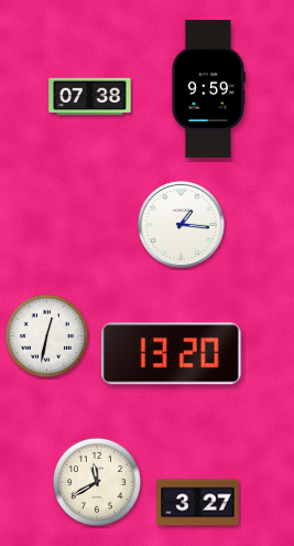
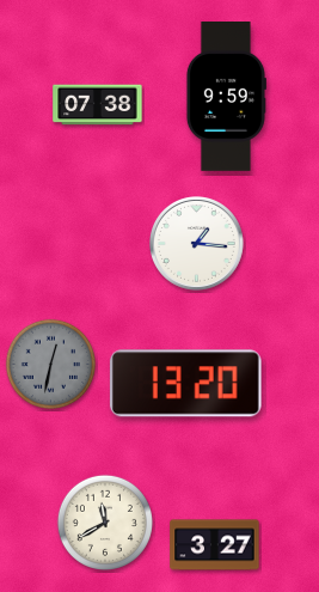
clock at (46, 335) dial: white -> grey
